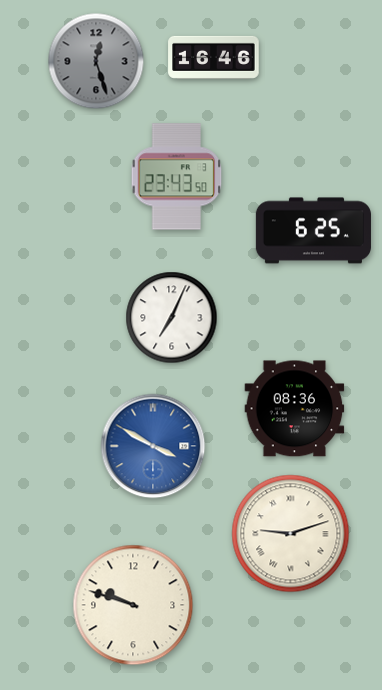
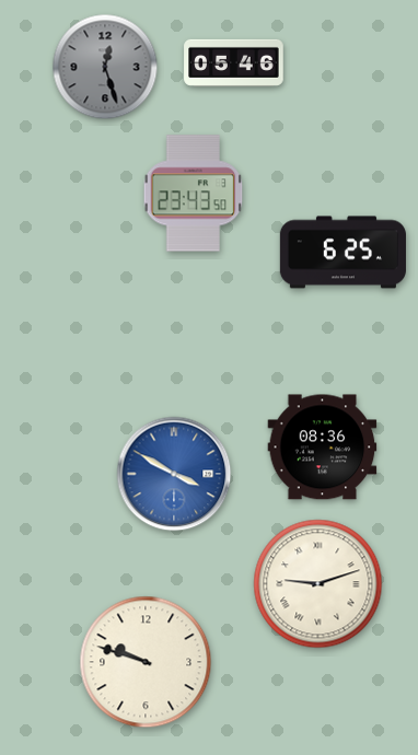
clock at (214, 57): 16:46 -> 05:46
clock at (172, 318): 7:04 -> none
clock at (153, 446) position: (153, 446) -> (174, 474)
